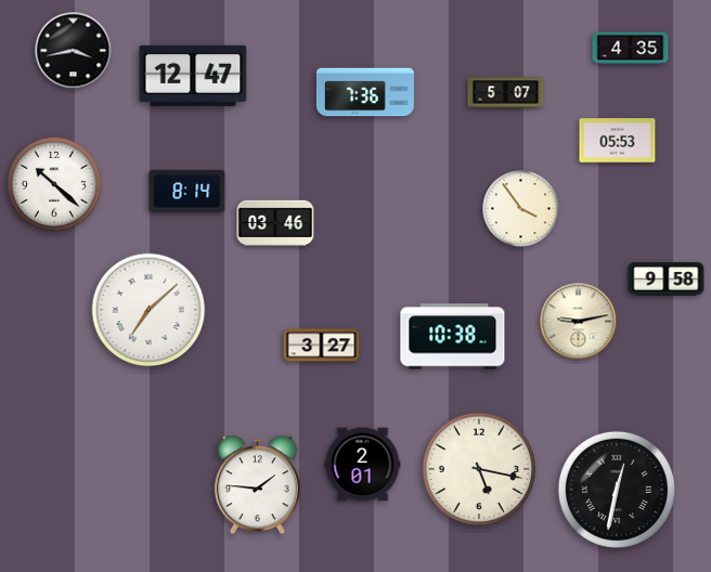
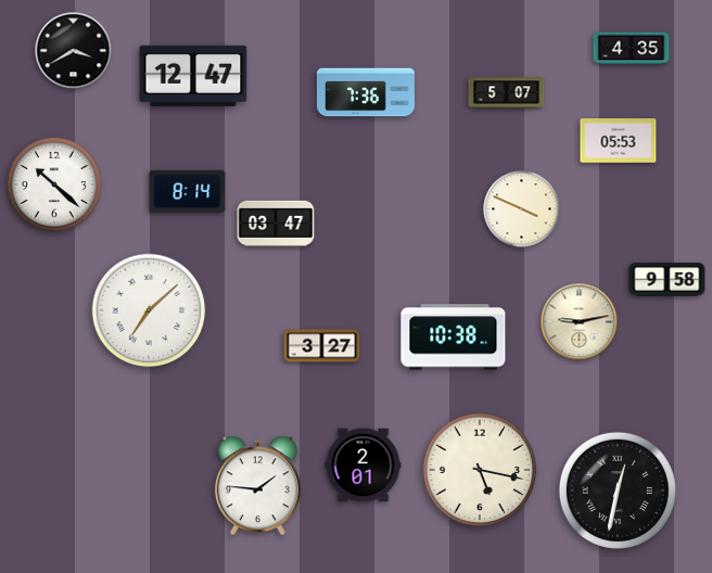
clock at (74, 51): 3:43 -> 3:40
clock at (521, 209): 3:54 -> 3:49
clock at (275, 222): 03:46 -> 03:47
